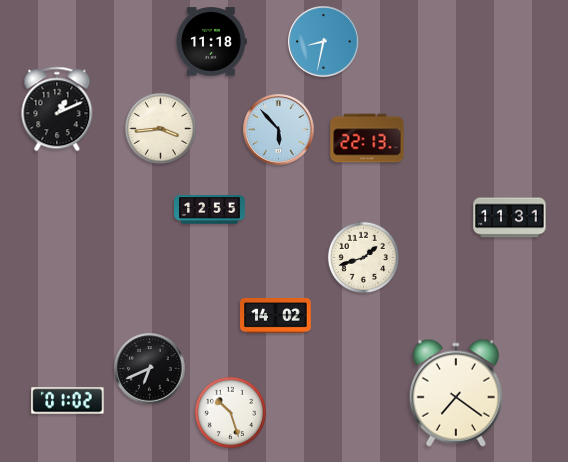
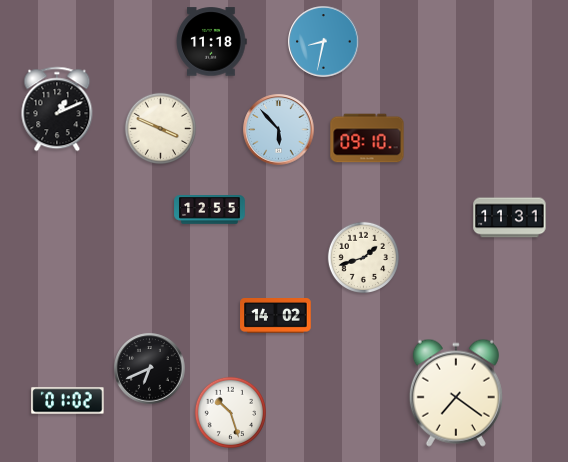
clock at (160, 128): 3:44 -> 3:49
clock at (367, 138): 22:13 -> 09:10
